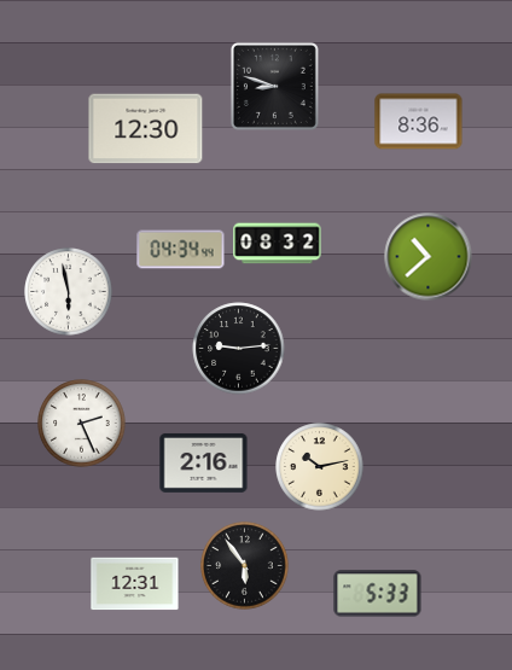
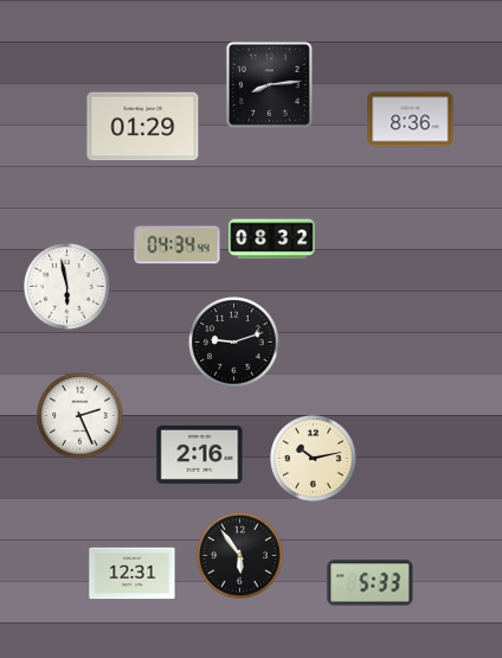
clock at (274, 86): 8:48 -> 8:14
clock at (146, 129): 12:30 -> 01:29
clock at (429, 257): 10:38 -> none
clock at (239, 349): 9:14 -> 9:12
